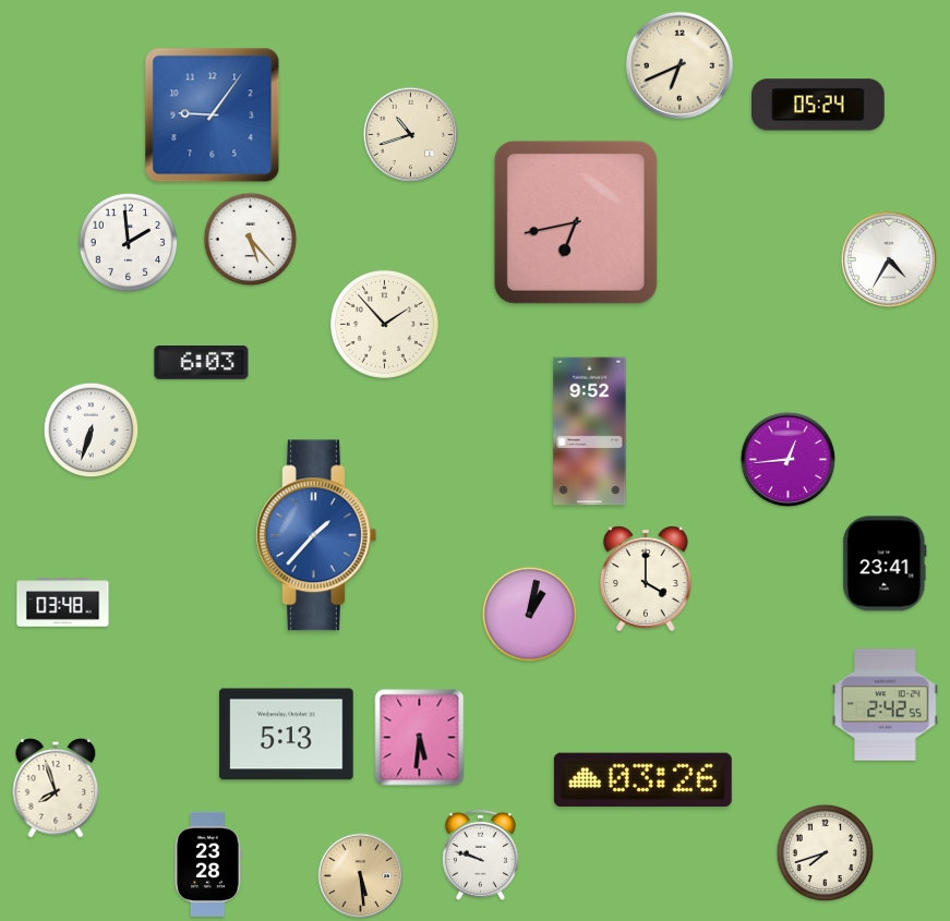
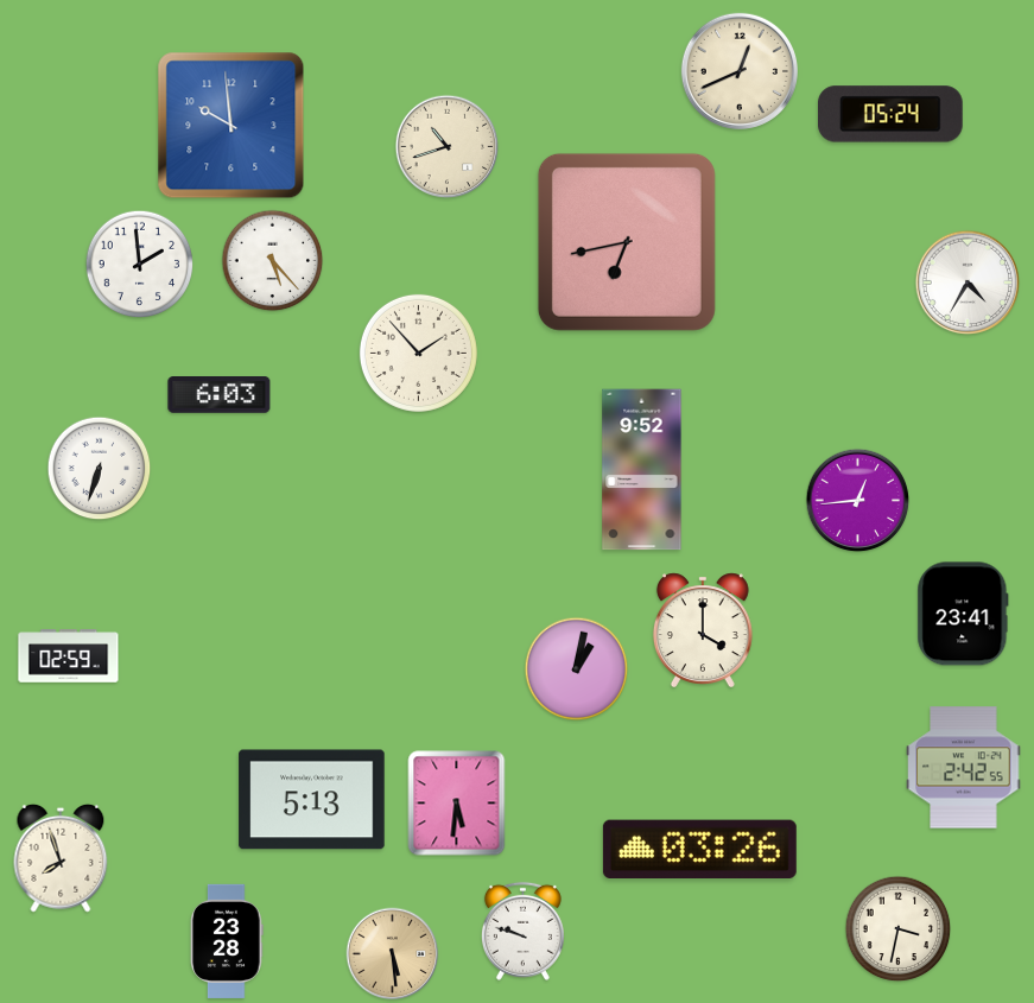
clock at (678, 64): 6:41 -> 12:41
clock at (213, 116): 9:06 -> 9:59
clock at (316, 535): 1:37 -> none
clock at (63, 603): 03:48 -> 02:59
clock at (826, 853): 7:42 -> 3:32
